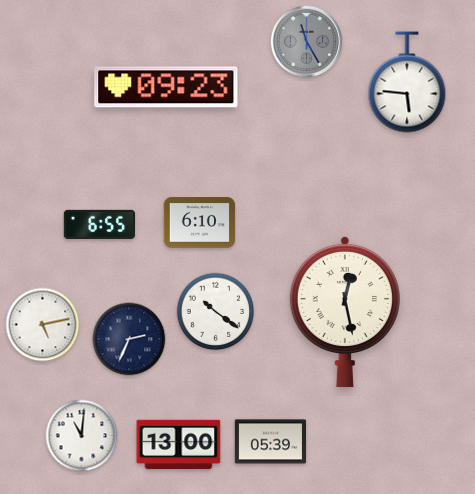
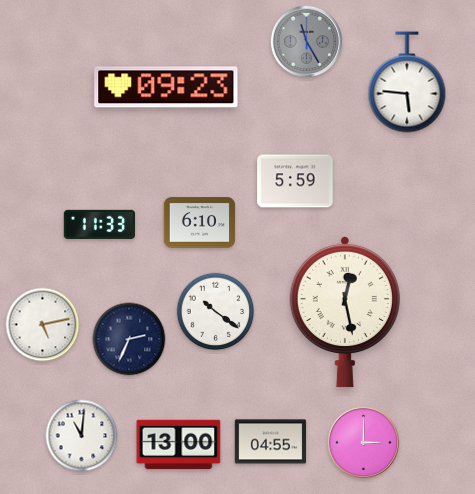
clock at (295, 181): none -> 5:59
clock at (100, 224): 6:55 -> 11:33
clock at (271, 442): 05:39 -> 04:55
clock at (364, 443): none -> 3:00
